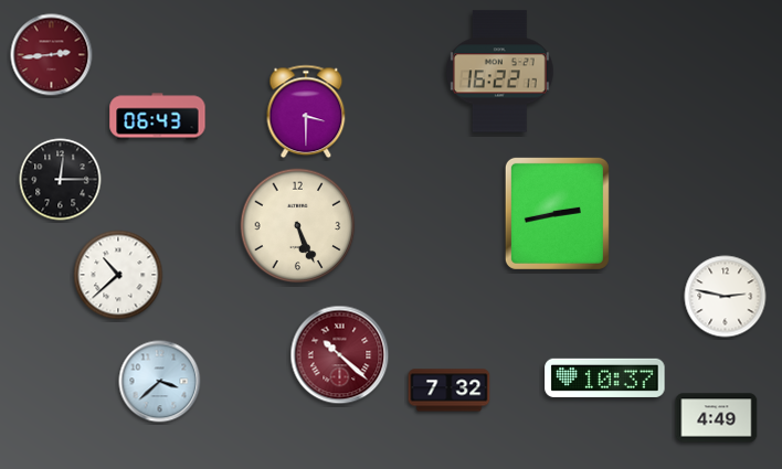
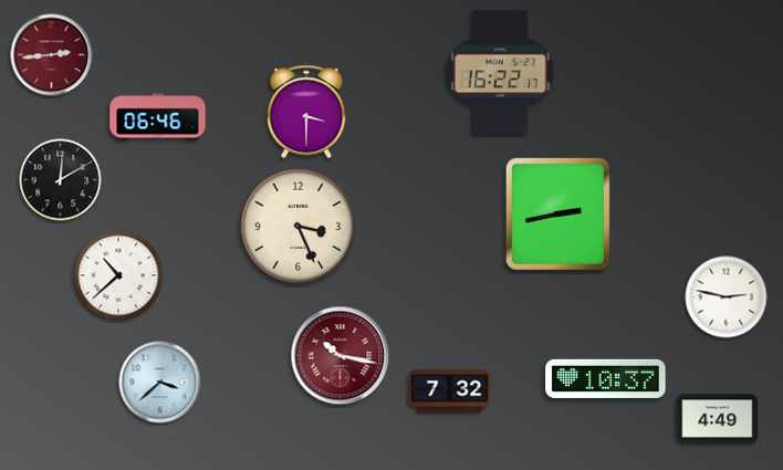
clock at (158, 117): 06:43 -> 06:46
clock at (61, 180): 12:15 -> 12:10
clock at (298, 226): 5:26 -> 3:26
clock at (340, 355): 10:22 -> 10:17
